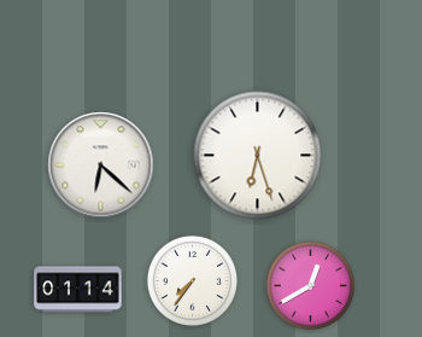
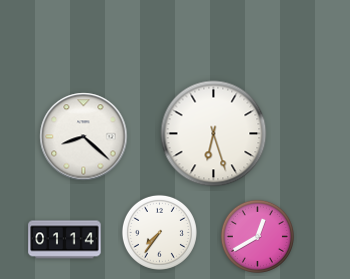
clock at (258, 156) position: (258, 156) -> (214, 134)
clock at (101, 165): 6:22 -> 8:22
